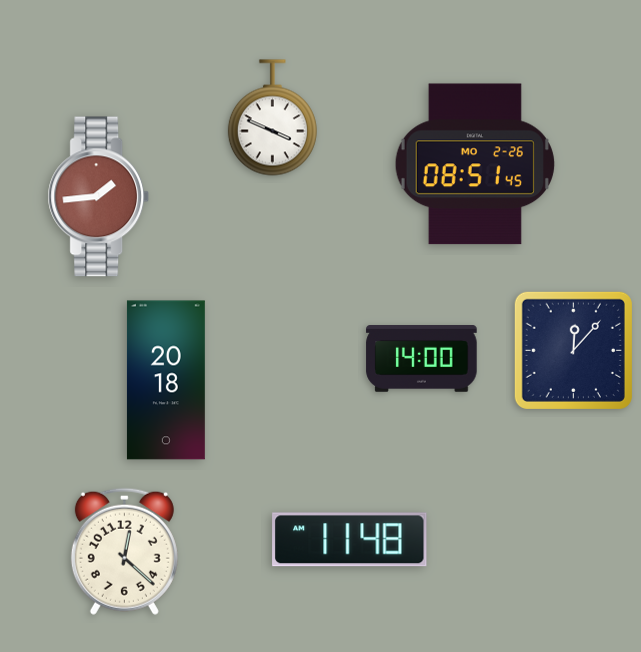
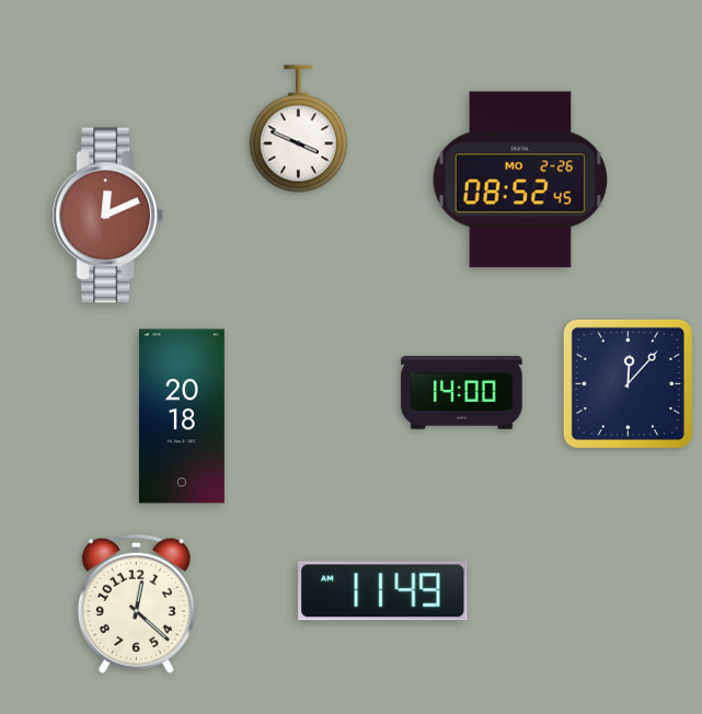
clock at (475, 164): 08:51 -> 08:52
clock at (99, 197): 1:44 -> 12:11
clock at (350, 540): 11:48 -> 11:49
